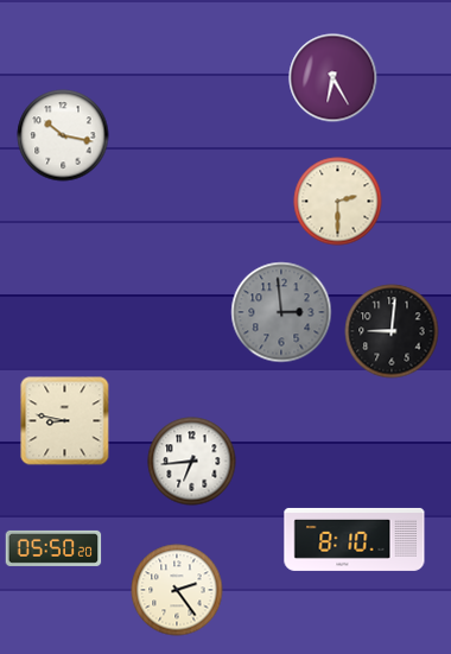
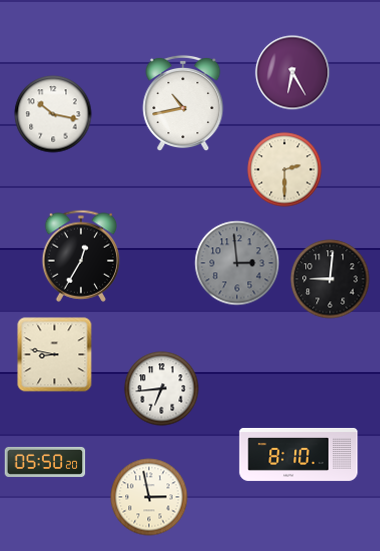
clock at (334, 78) position: (334, 78) -> (293, 73)
clock at (183, 103): none -> 10:43
clock at (81, 256): none -> 12:35
clock at (177, 590): 2:24 -> 2:58
